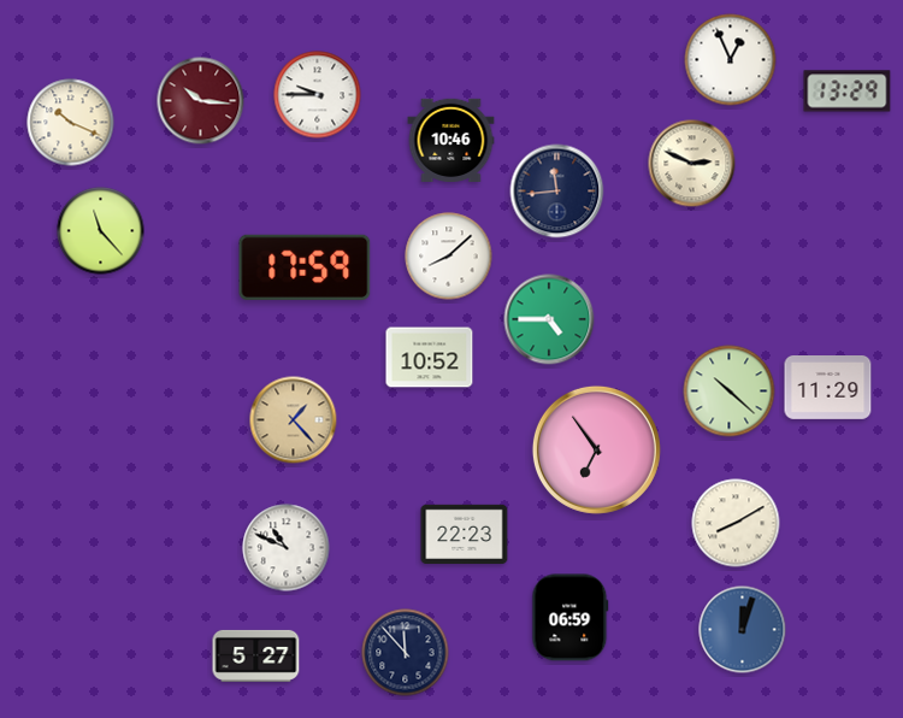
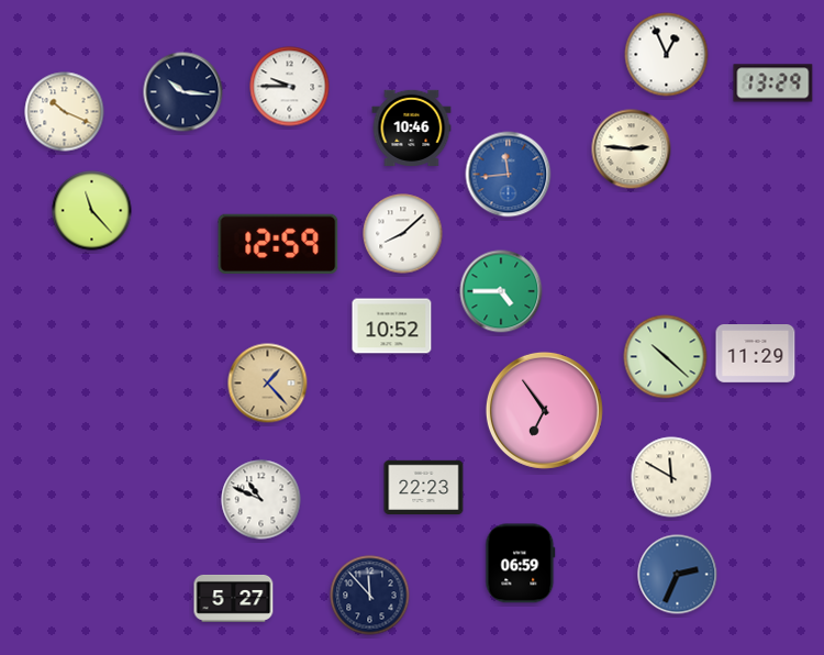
clock at (201, 101) dial: burgundy -> navy
clock at (692, 164): 2:49 -> 2:46
clock at (557, 192) dial: navy -> blue
clock at (449, 257) position: (449, 257) -> (403, 234)
clock at (305, 267): 17:59 -> 12:59
clock at (736, 523): 8:10 -> 11:50
clock at (743, 630): 12:03 -> 2:34
